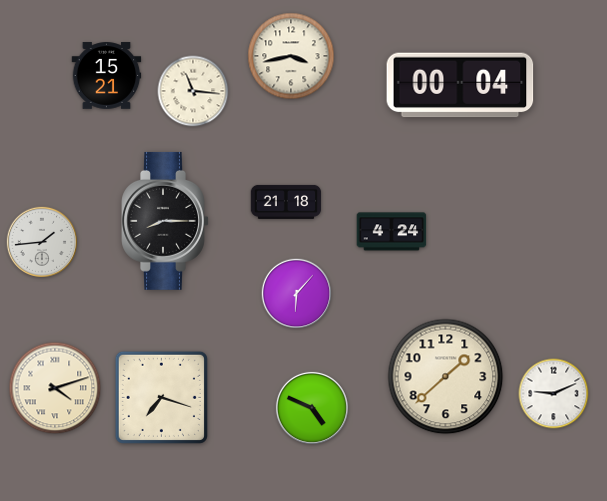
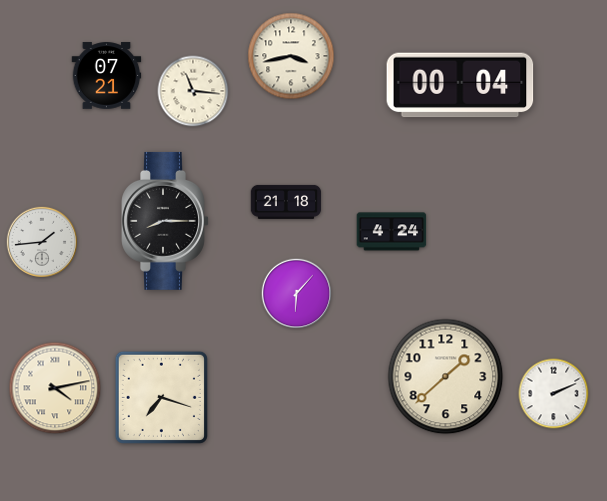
clock at (107, 76): 15:21 -> 07:21
clock at (55, 388): 4:12 -> 4:13
clock at (554, 394): 9:11 -> 2:11
clock at (312, 408): 4:49 -> none
